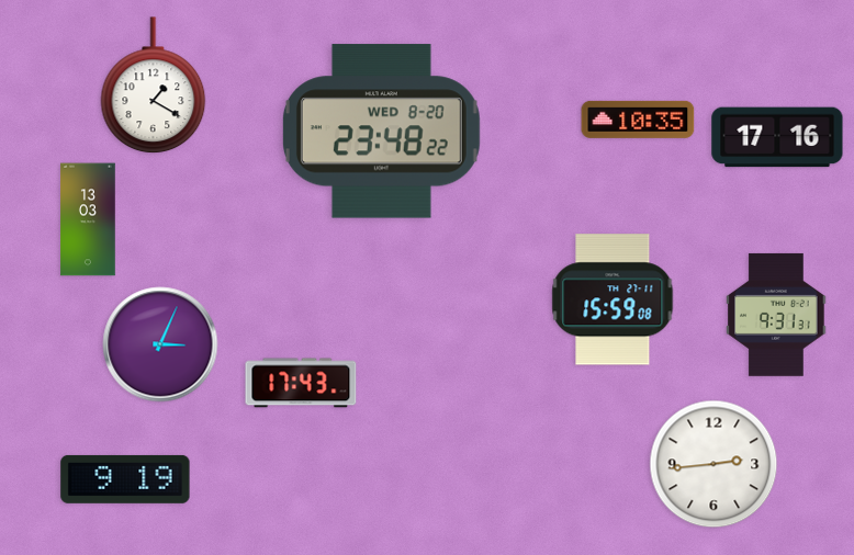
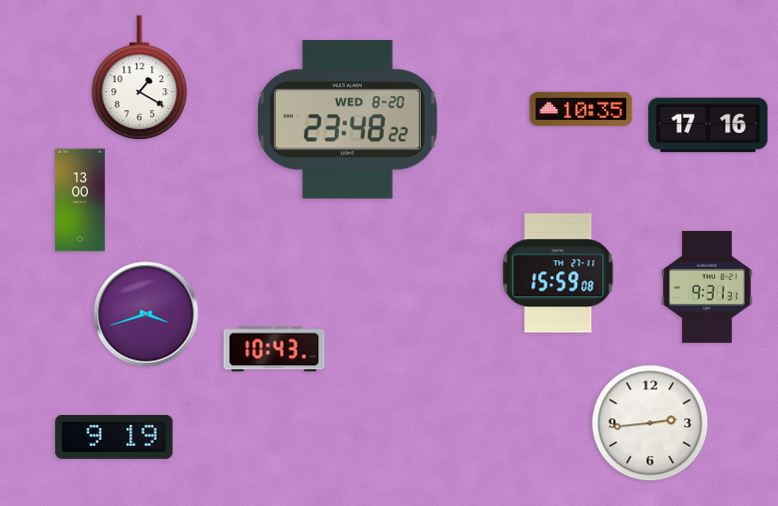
clock at (88, 219): 13:03 -> 13:00
clock at (160, 344): 3:04 -> 3:42
clock at (301, 383): 17:43 -> 10:43
